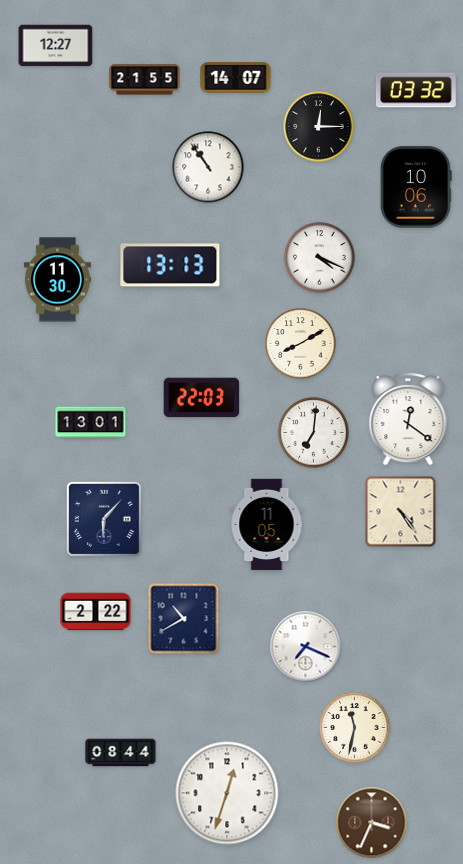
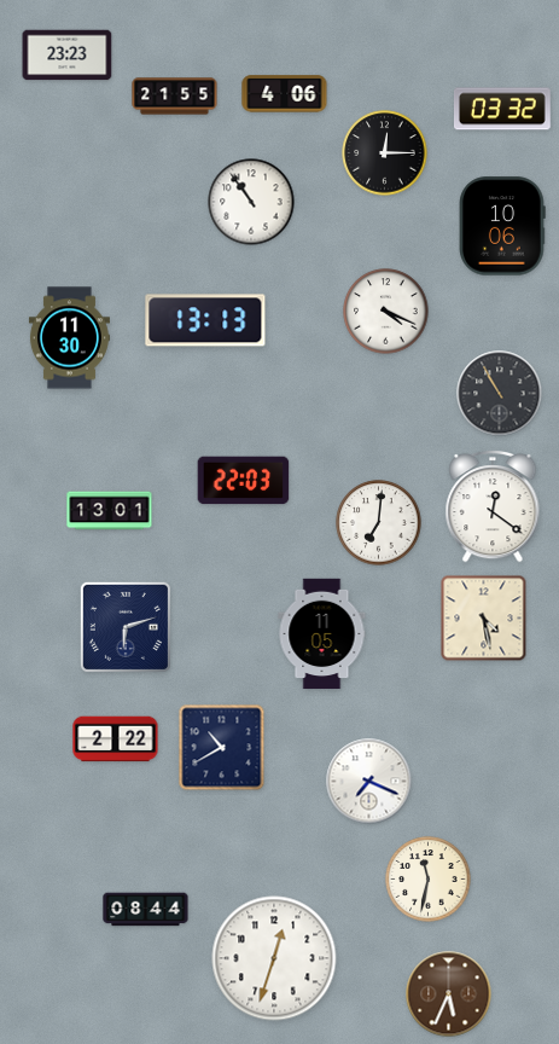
clock at (56, 46): 12:27 -> 23:23
clock at (236, 78): 14:07 -> 4:06
clock at (500, 394): none -> 10:55
clock at (301, 344): 8:10 -> none
clock at (401, 512): 4:24 -> 4:28
clock at (104, 519): 6:07 -> 6:12
clock at (372, 823): 3:34 -> 5:34
